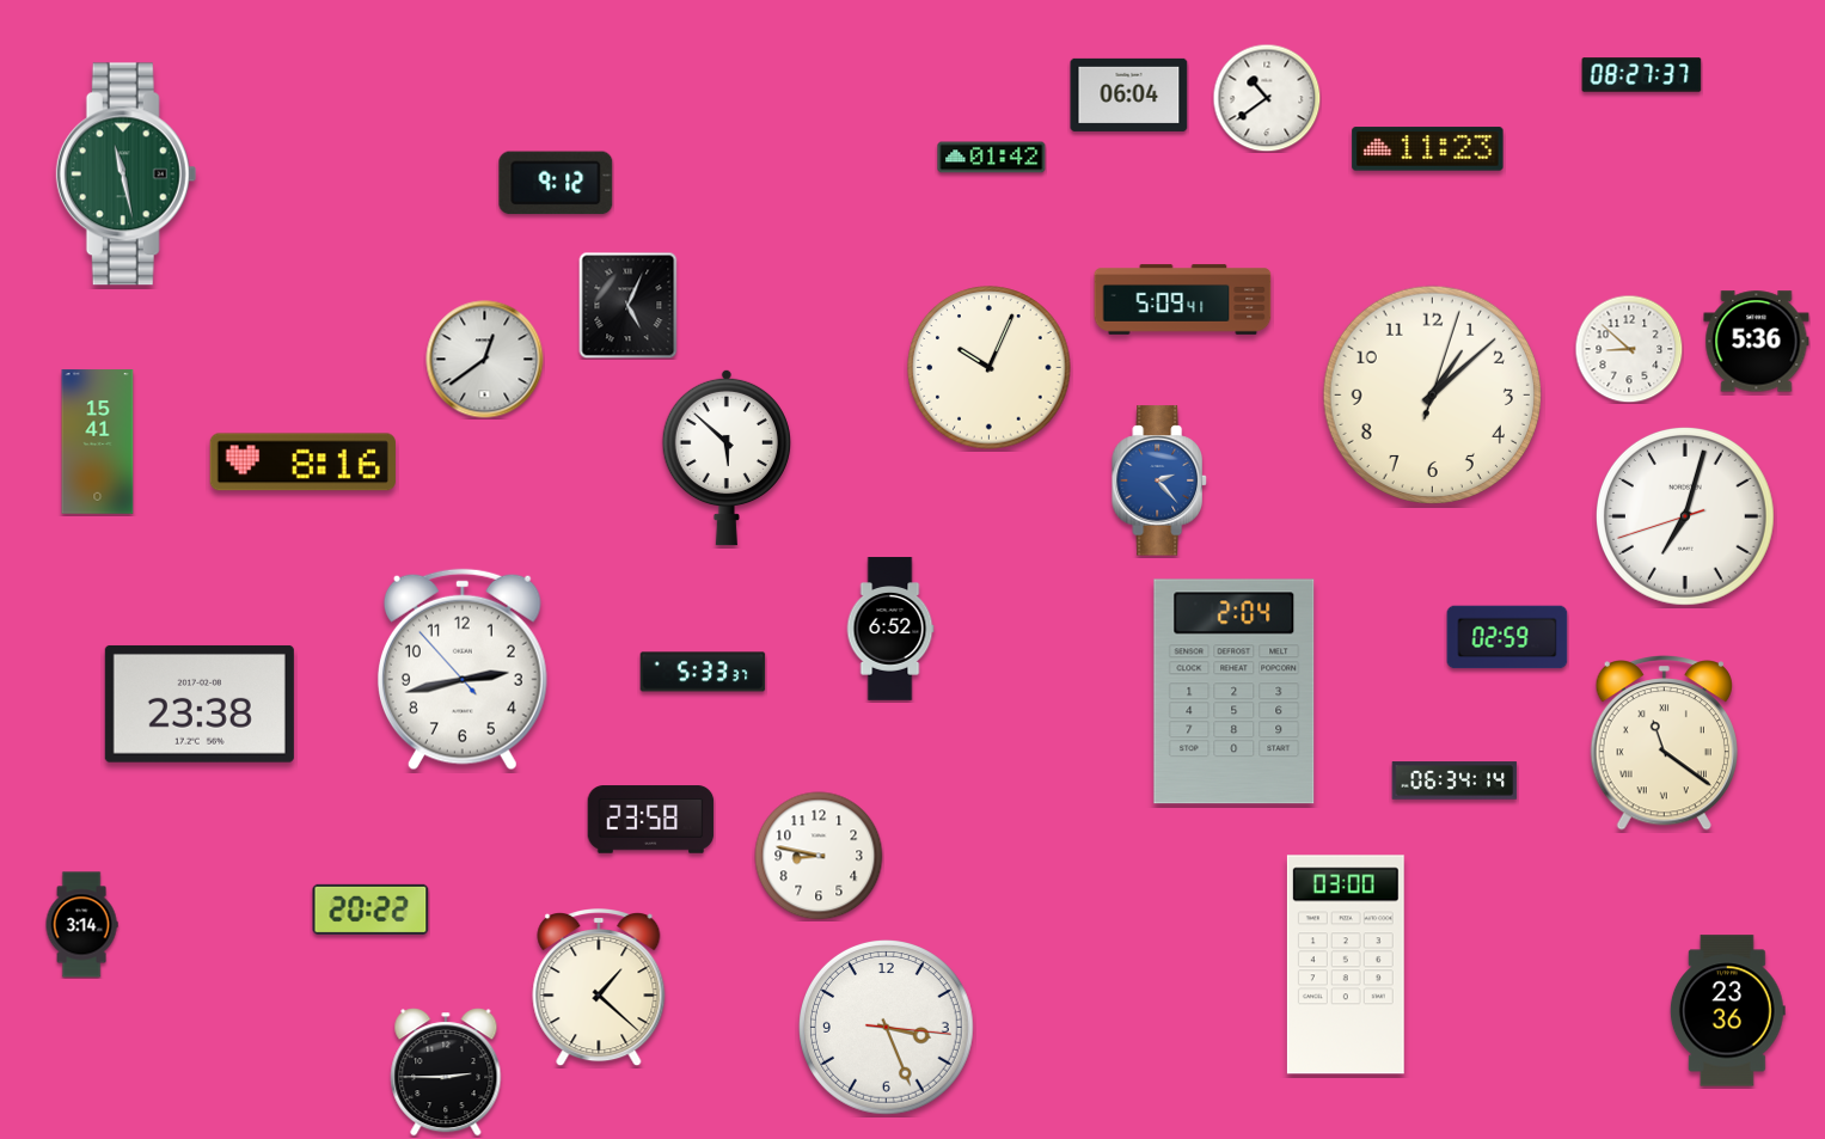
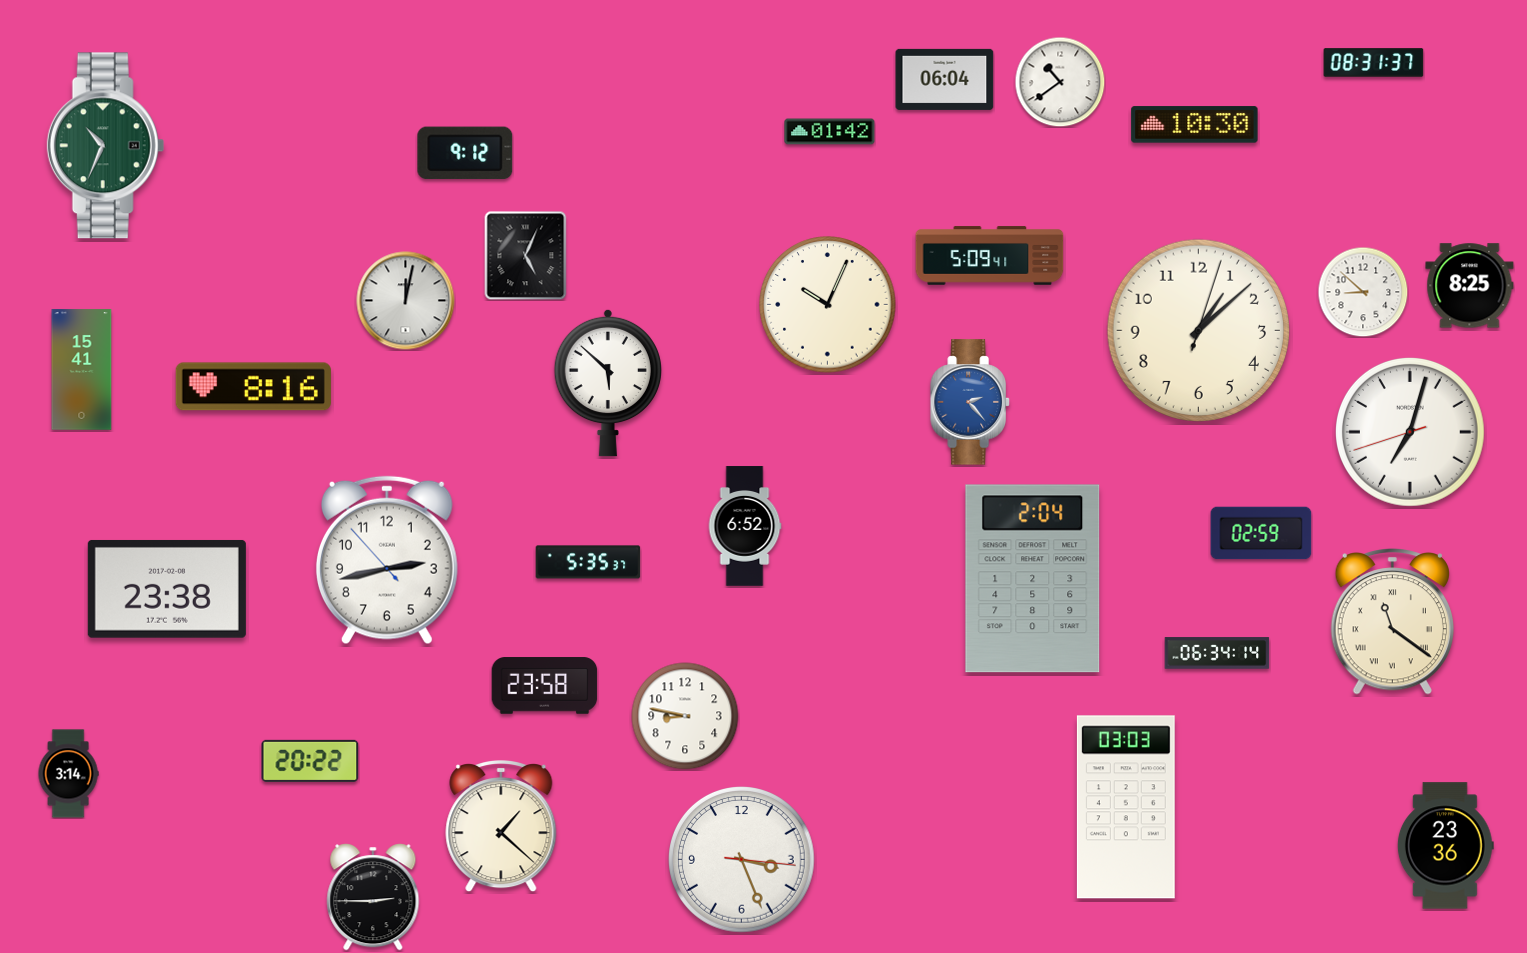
clock at (1642, 75): 08:27 -> 08:31
clock at (1428, 149): 11:23 -> 10:30
clock at (127, 174): 11:28 -> 10:34
clock at (1183, 300) position: (1183, 300) -> (990, 256)
clock at (1757, 342): 5:36 -> 8:25
clock at (485, 360): 12:39 -> 12:02
clock at (990, 368) position: (990, 368) -> (828, 305)
clock at (703, 672): 5:33 -> 5:35
clock at (1346, 965): 03:00 -> 03:03
